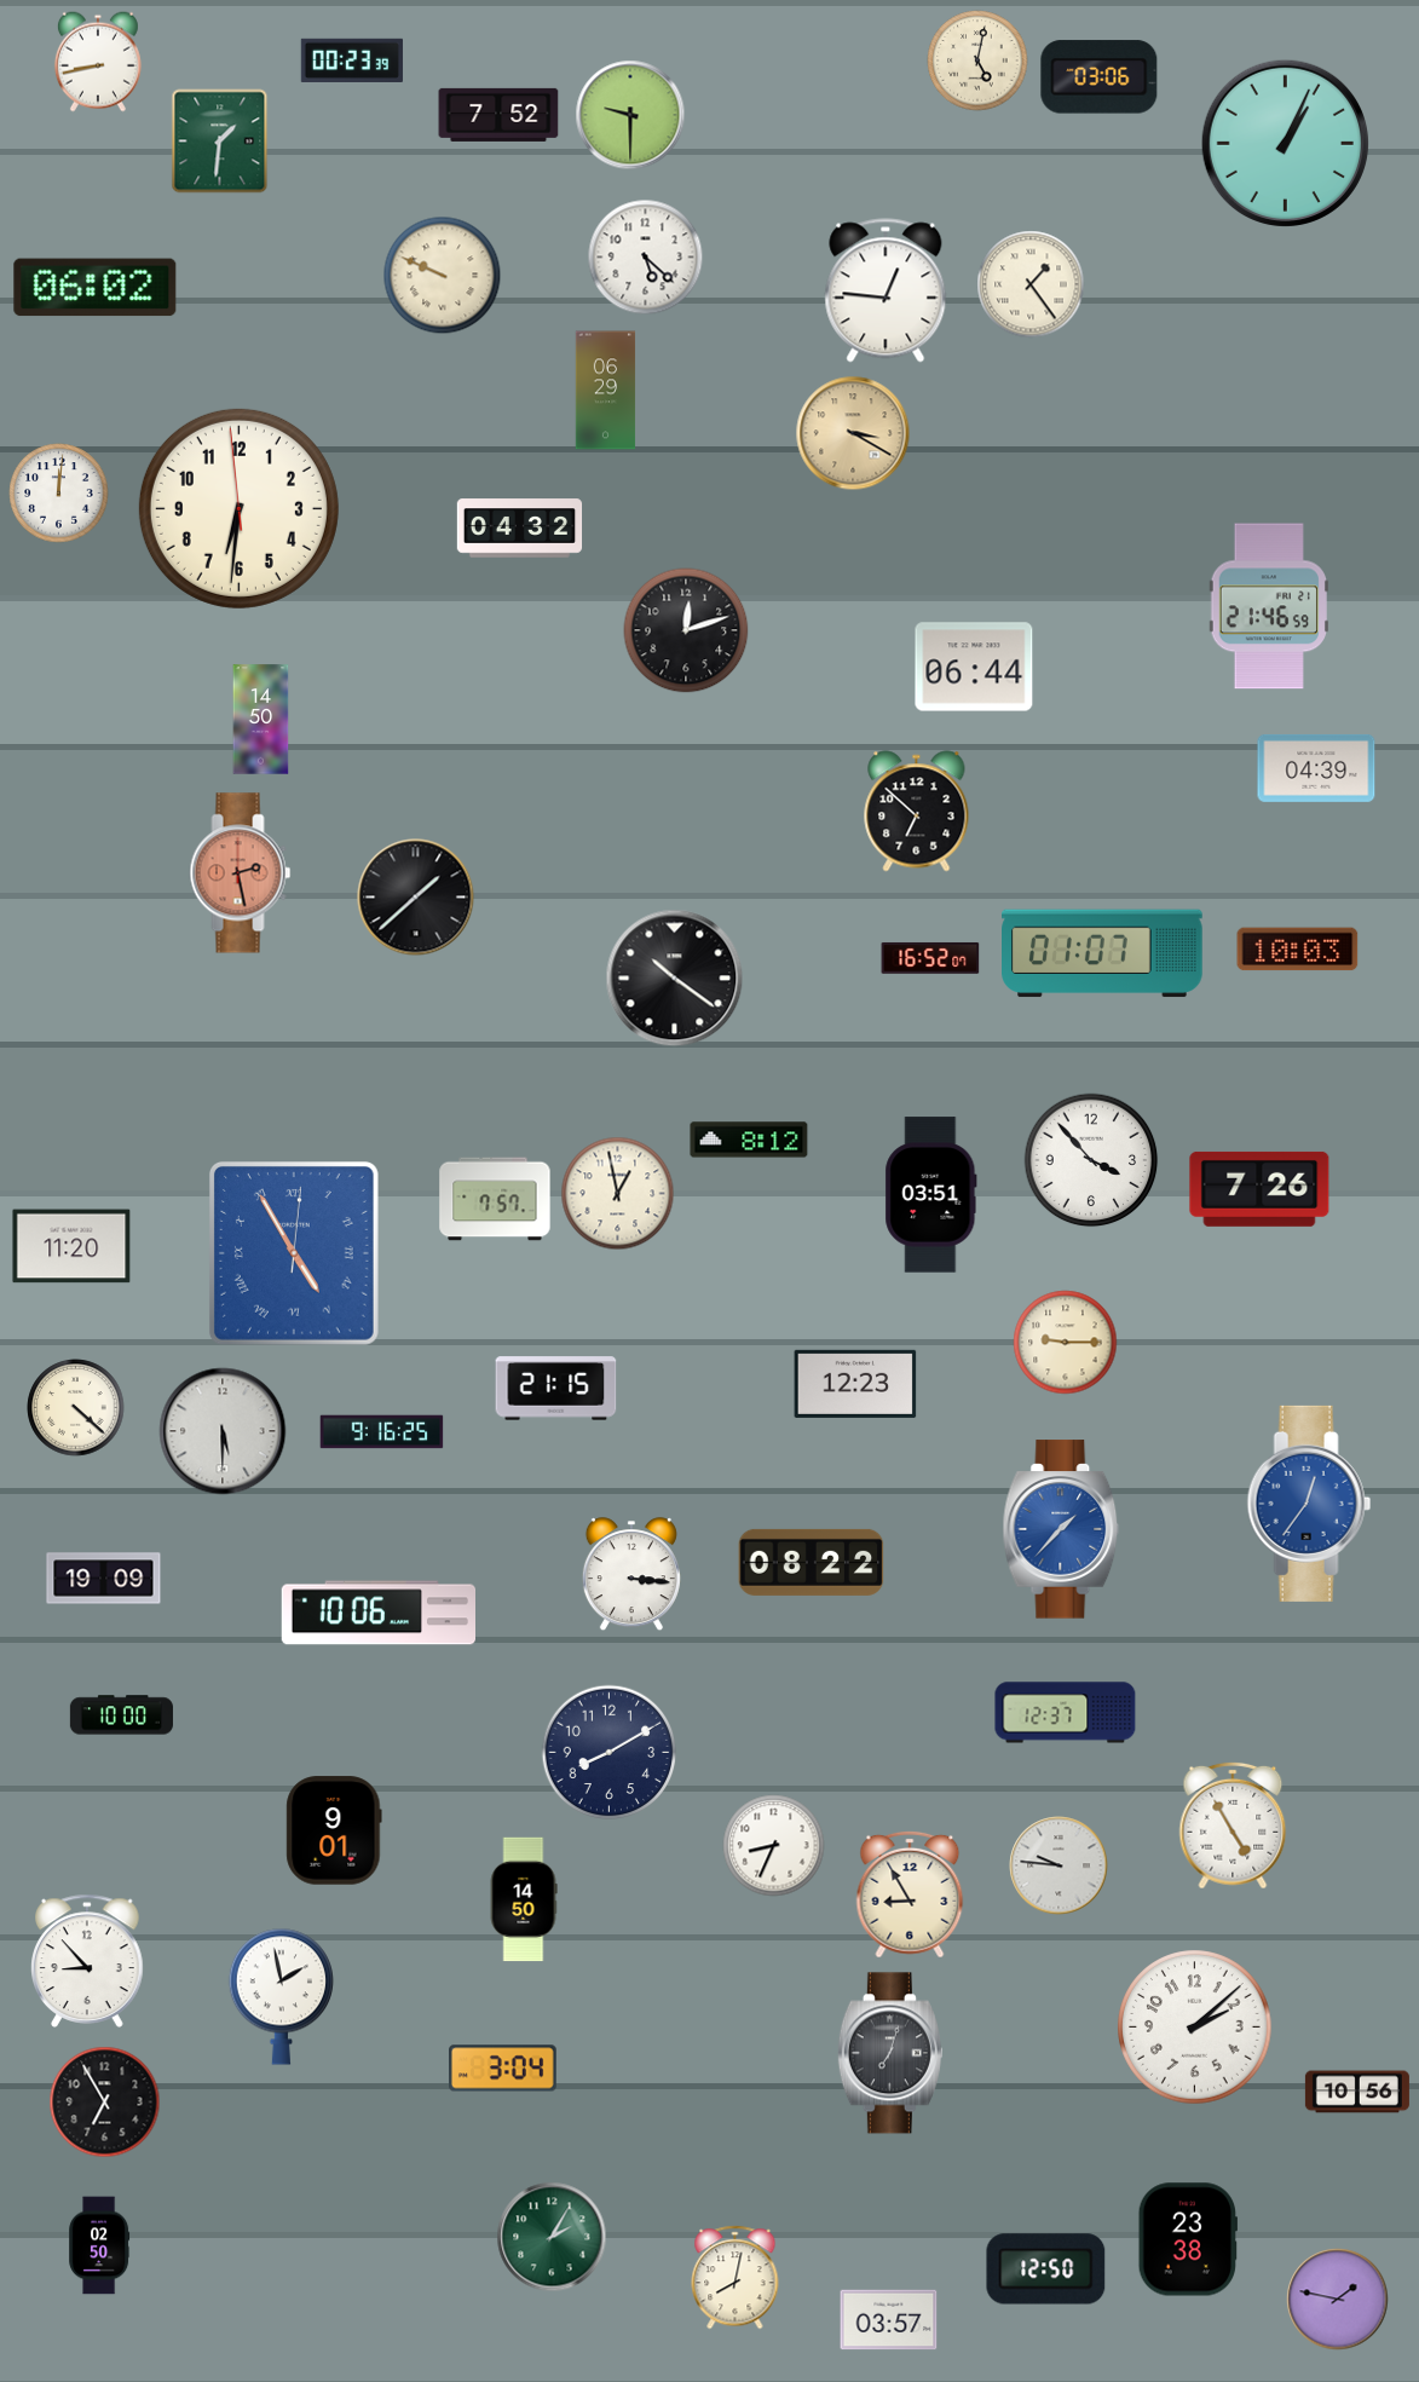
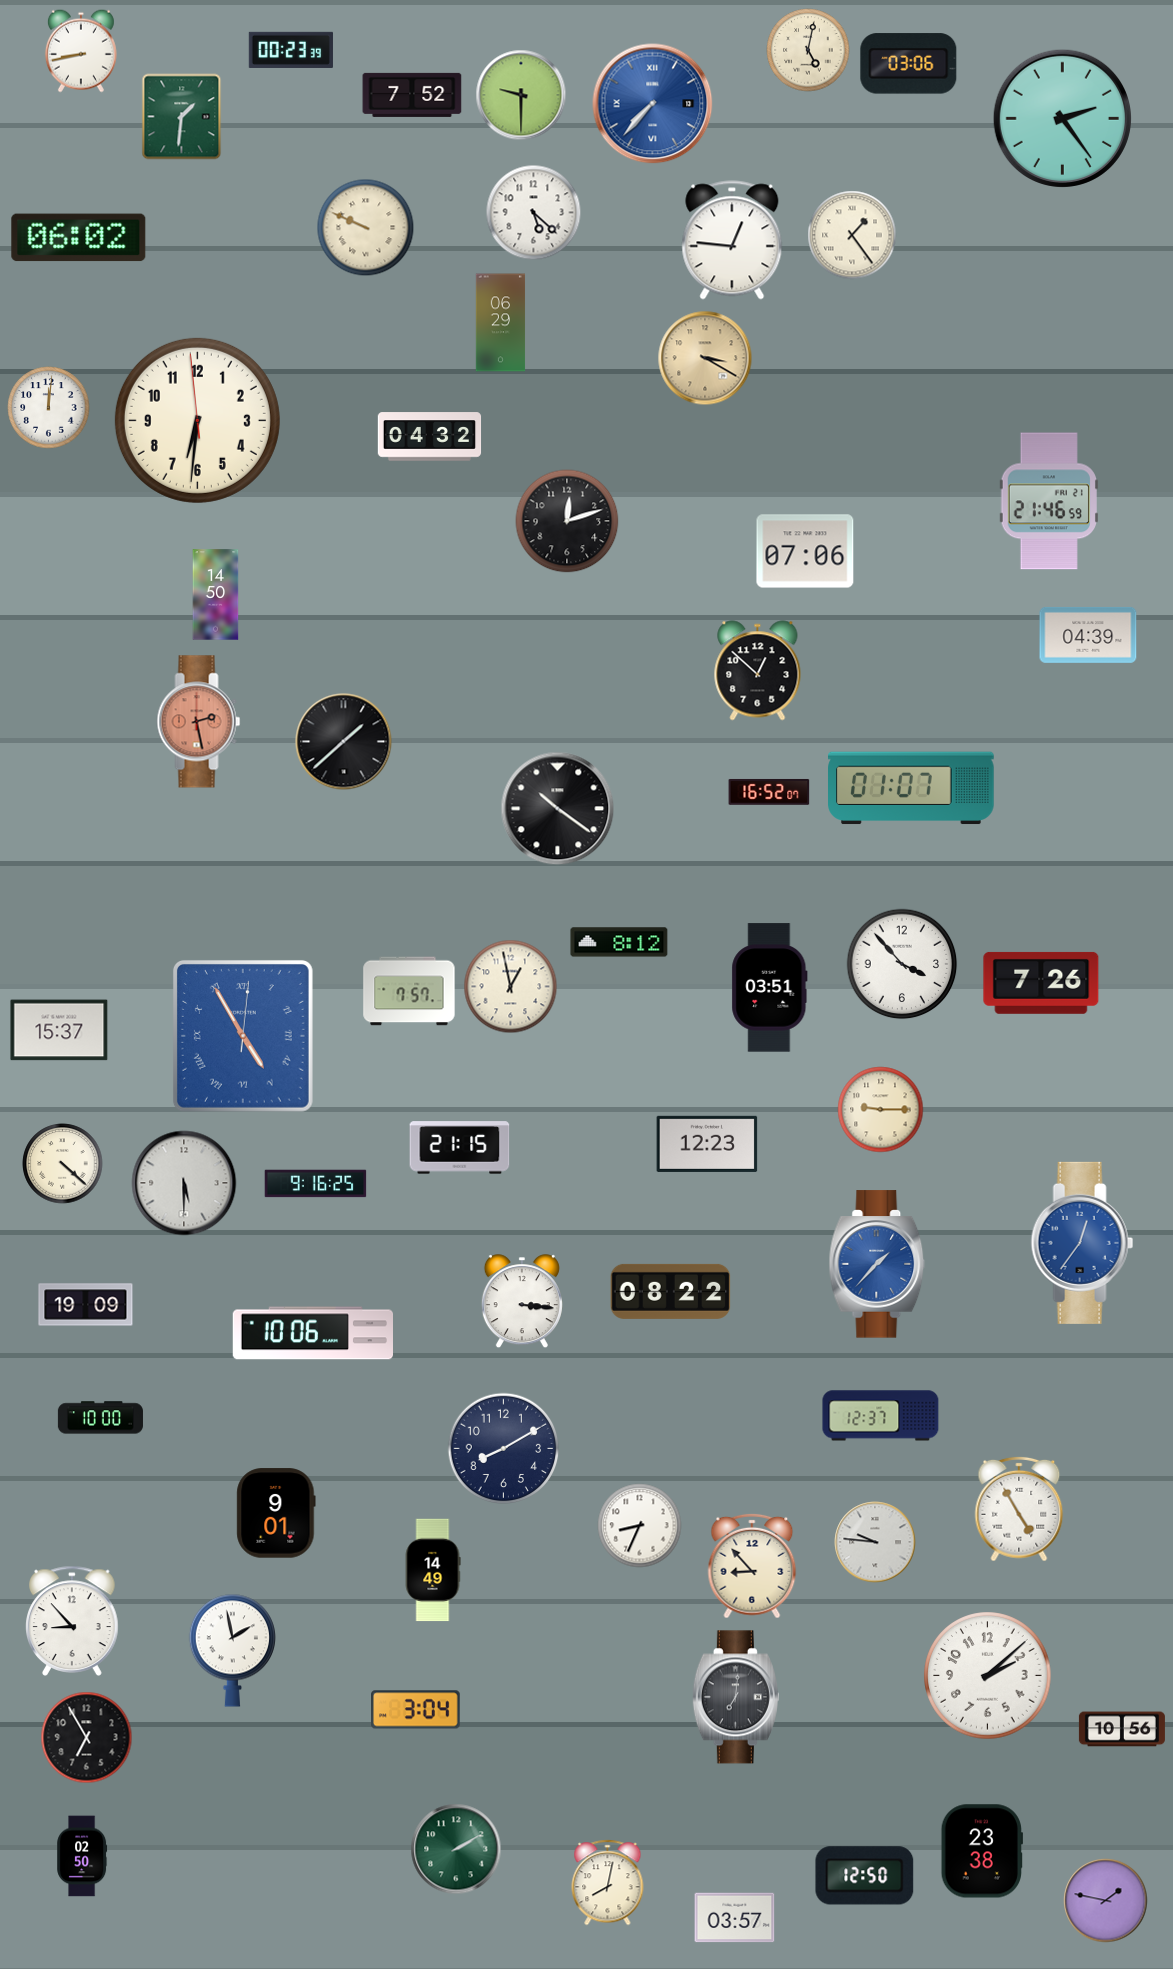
clock at (653, 104): none -> 7:37
clock at (1285, 143): 1:04 -> 2:24
clock at (974, 667): 06:44 -> 07:06
clock at (917, 812): 6:52 -> 12:52
clock at (1298, 950): 10:03 -> none
clock at (1091, 1160) position: (1091, 1160) -> (902, 964)
clock at (71, 1246): 11:20 -> 15:37
clock at (910, 1894): 8:55 -> 8:53
clock at (524, 1899): 14:50 -> 14:49
clock at (890, 2053): 7:03 -> 7:01
clock at (552, 2237): 2:05 -> 2:10
